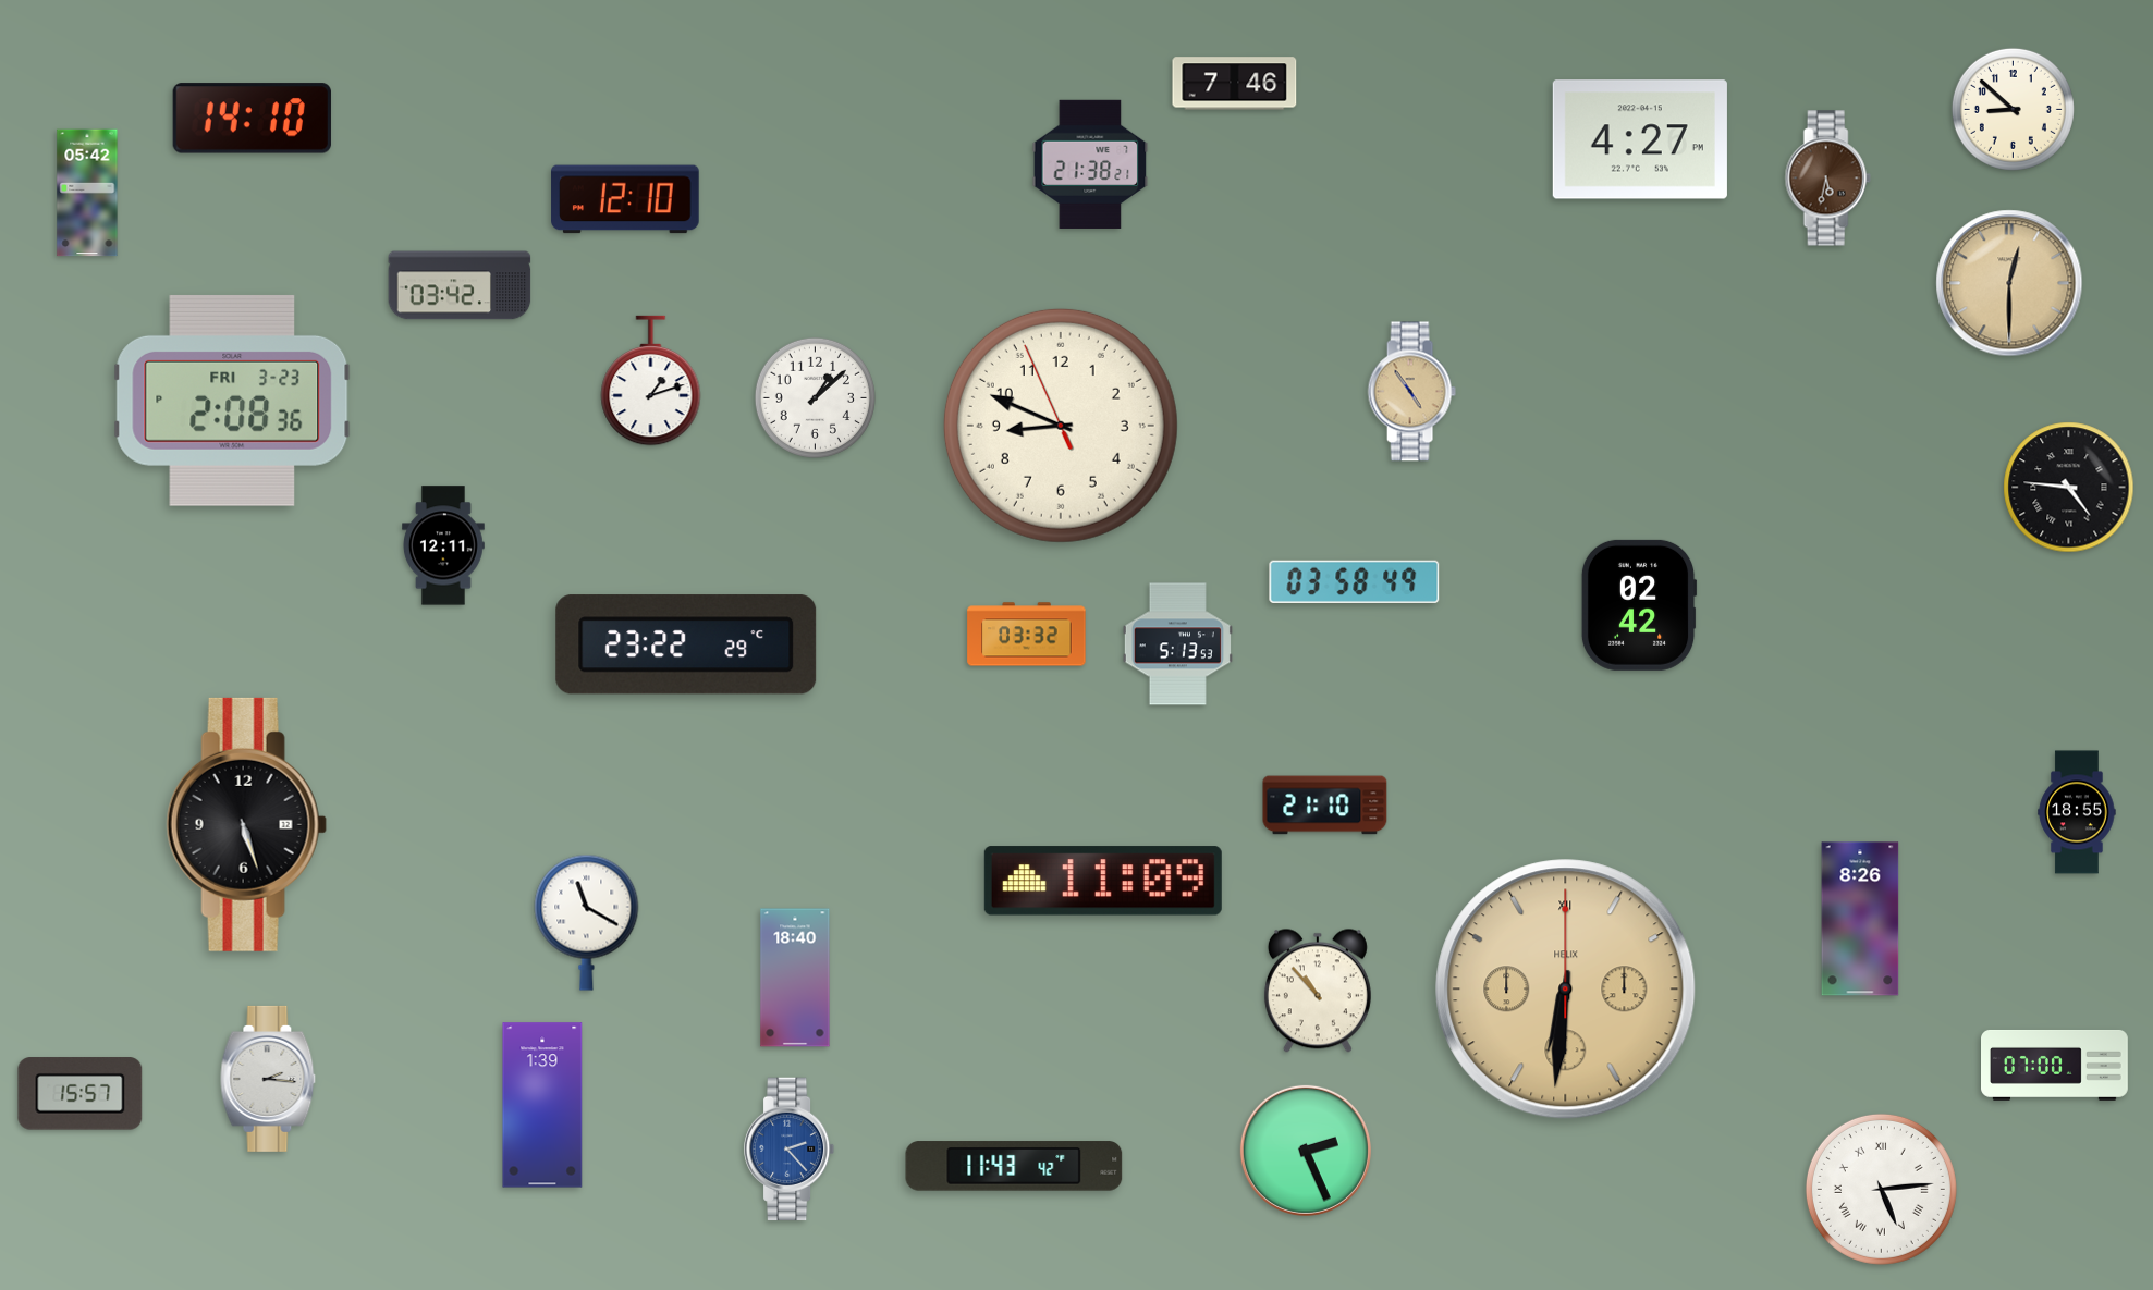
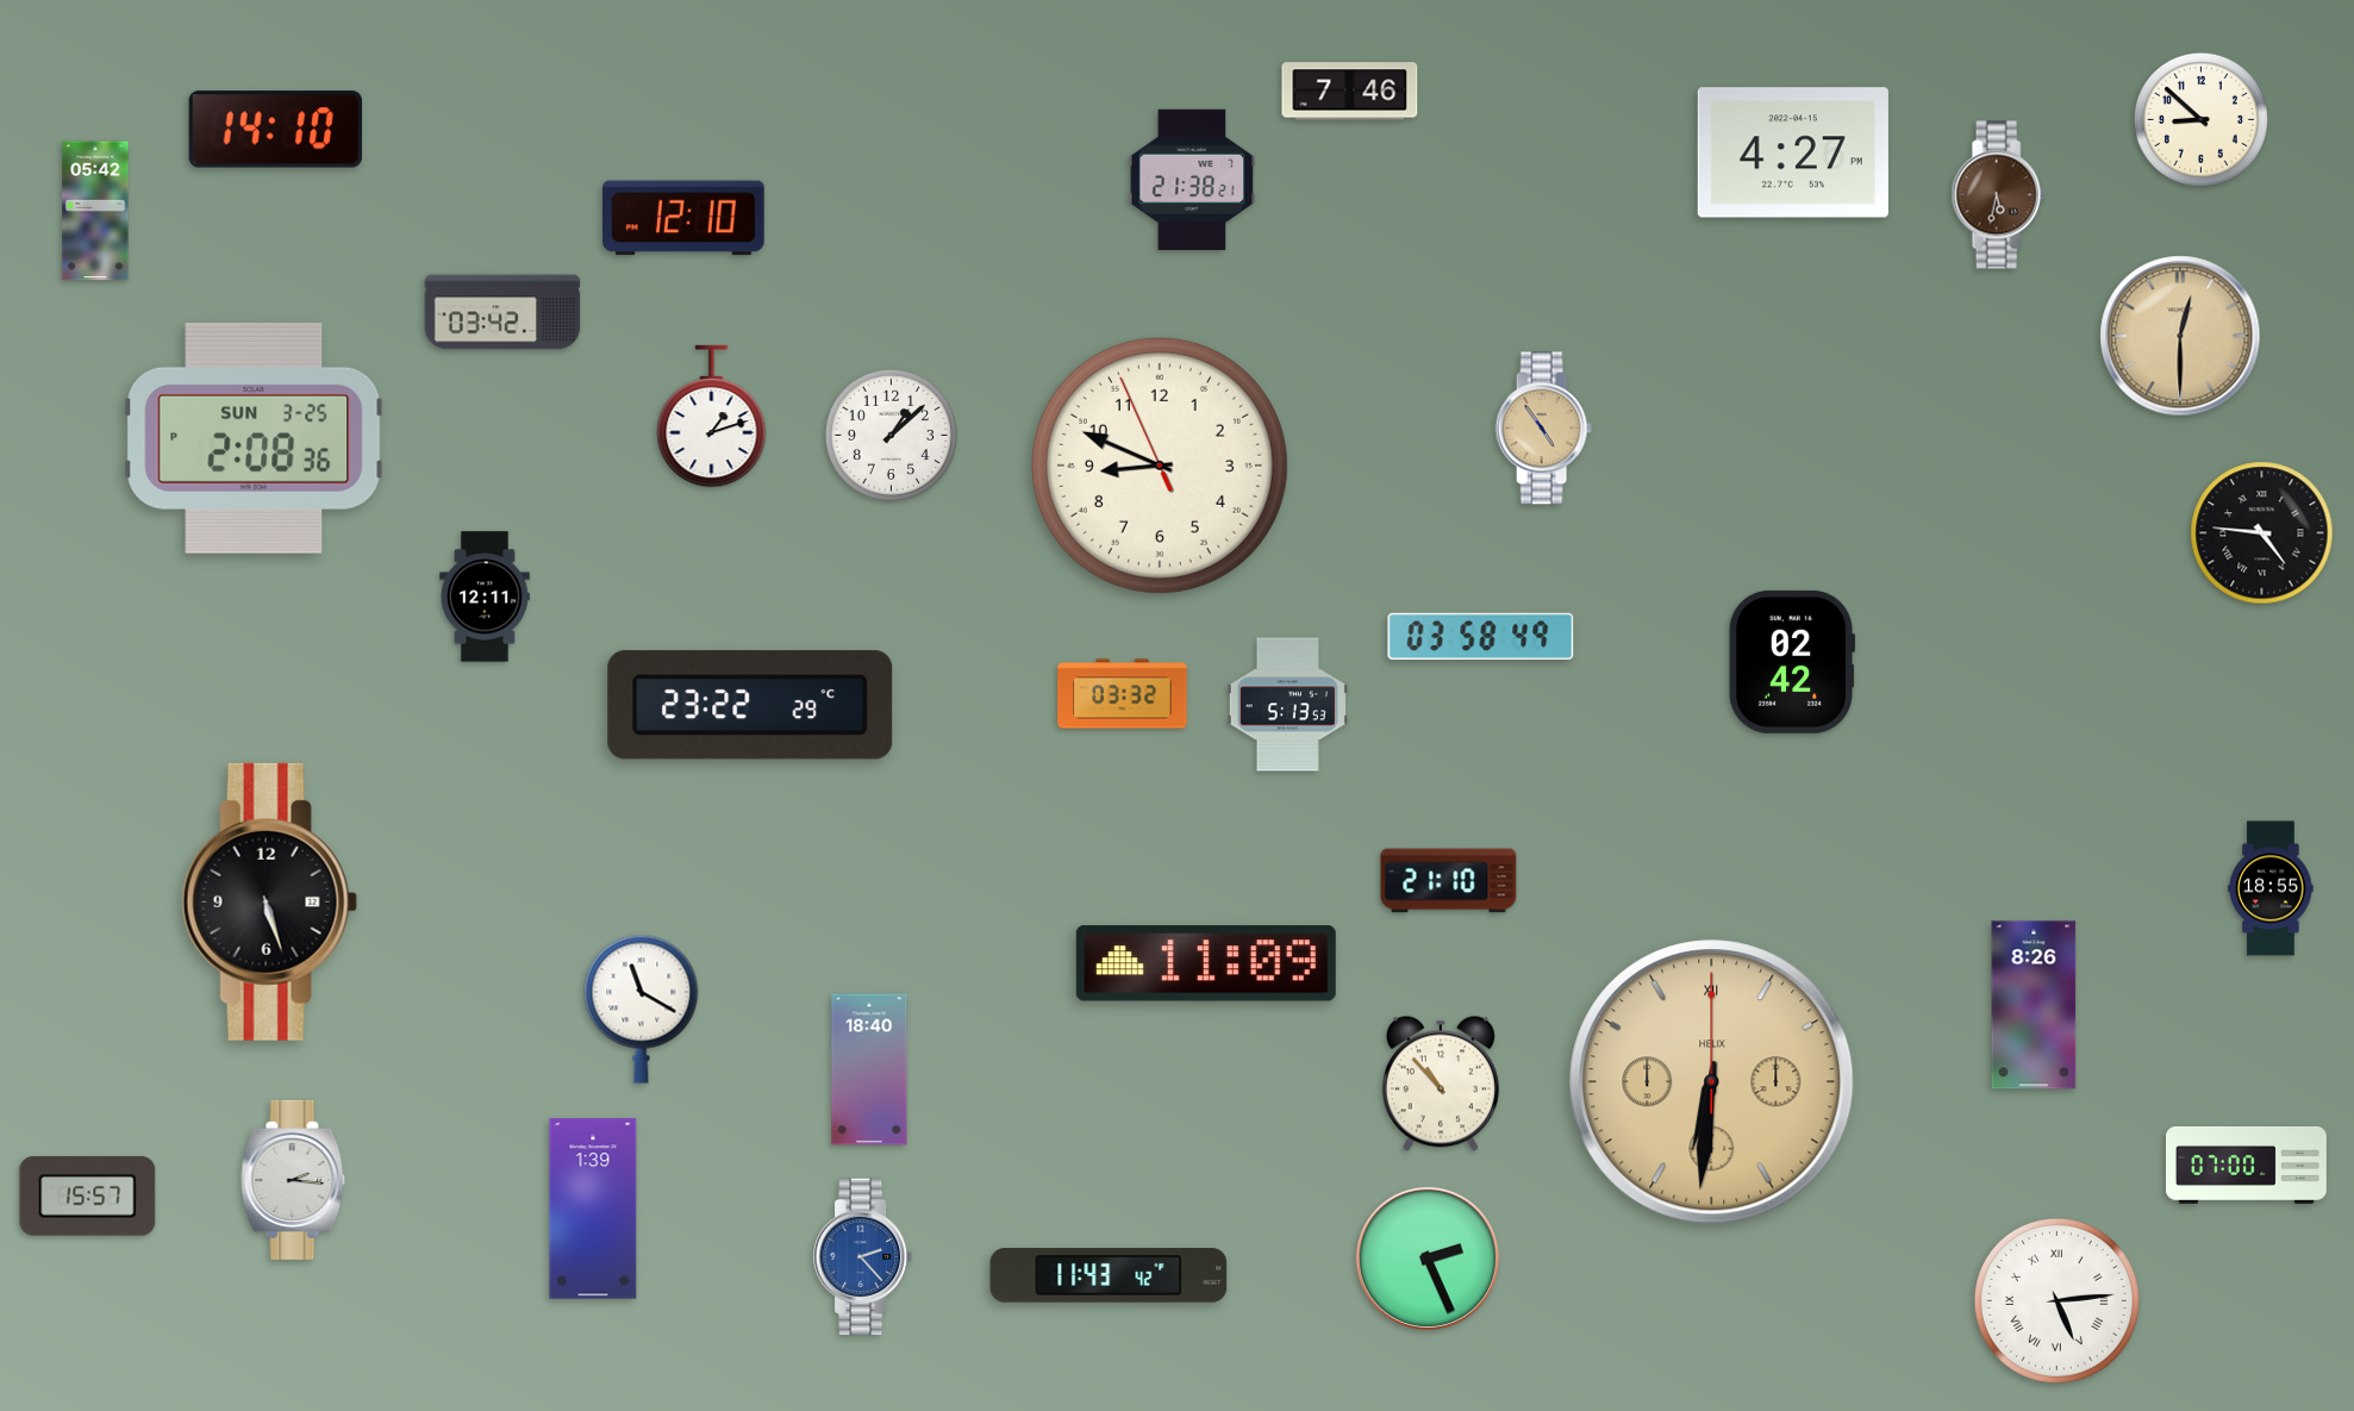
clock at (2009, 283) position: (2009, 283) -> (2180, 336)
clock at (232, 401) date: FRI 3-23 -> SUN 3-25
